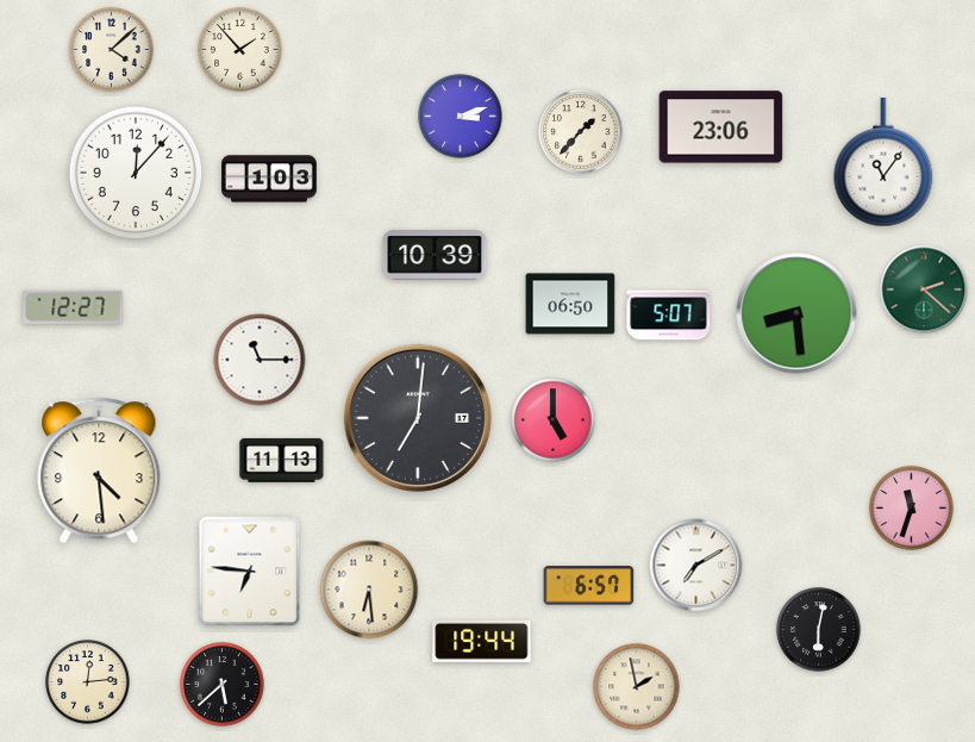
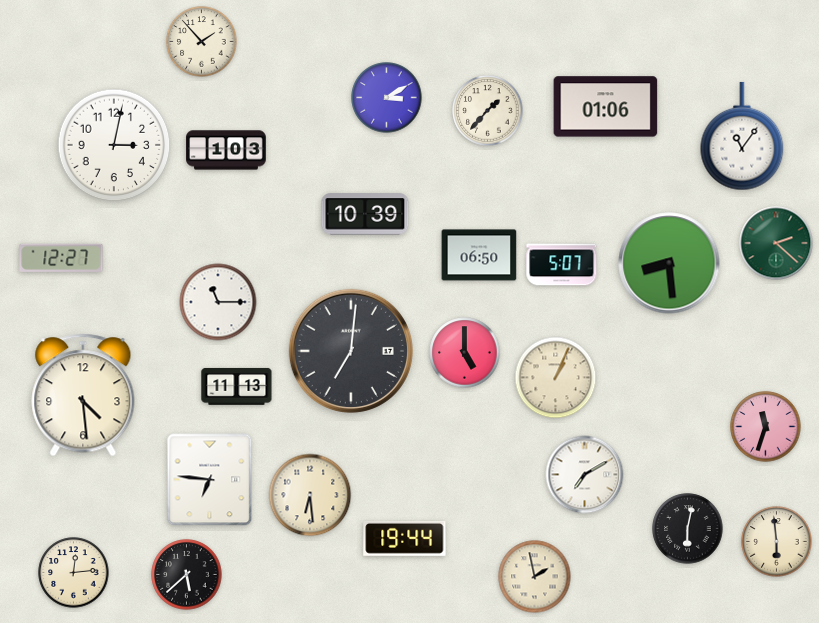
clock at (112, 50): 4:08 -> none
clock at (461, 117): 3:12 -> 3:10
clock at (721, 127): 23:06 -> 01:06
clock at (136, 173): 12:07 -> 3:02
clock at (556, 378): none -> 1:04
clock at (589, 586): 6:57 -> none
clock at (777, 542): none -> 5:59
